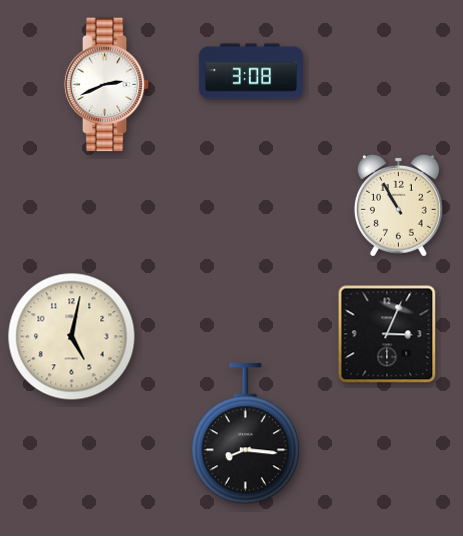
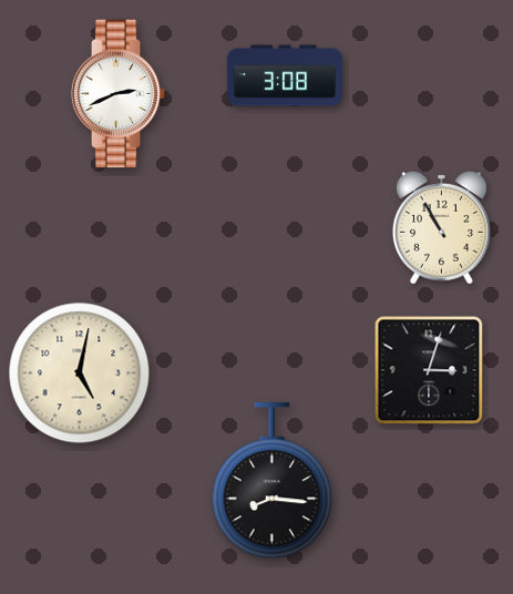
clock at (251, 71) position: (251, 71) -> (285, 75)
clock at (387, 334): 3:04 -> 3:03
